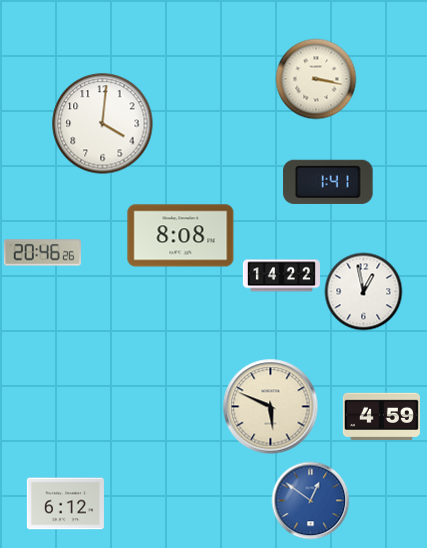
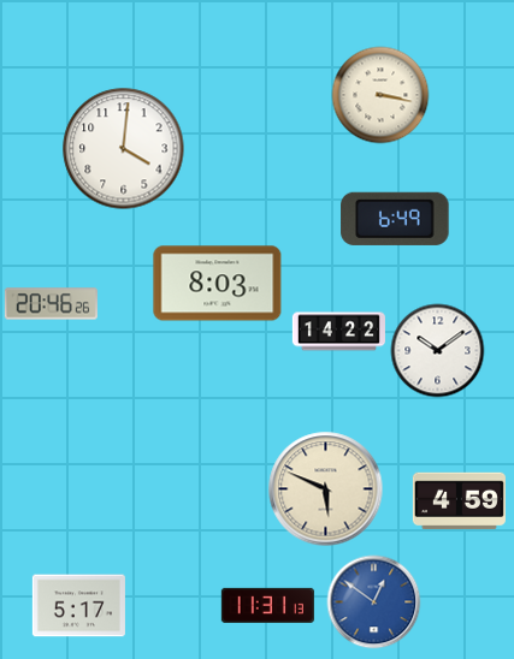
clock at (328, 182): 1:41 -> 6:49
clock at (181, 236): 8:08 -> 8:03
clock at (363, 291): 12:58 -> 10:09
clock at (267, 605): none -> 11:31
clock at (65, 504): 6:12 -> 5:17
